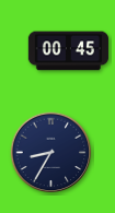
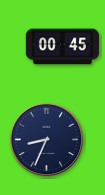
clock at (51, 153): 8:35 -> 8:34
